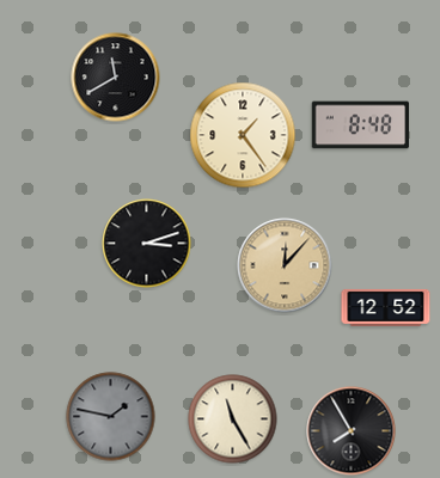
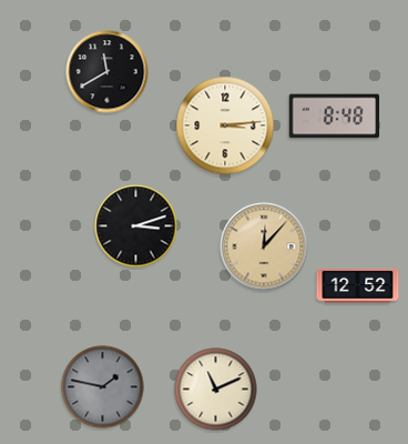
clock at (243, 135): 1:24 -> 3:14
clock at (233, 419): 11:25 -> 11:11
clock at (352, 431): 7:55 -> none
